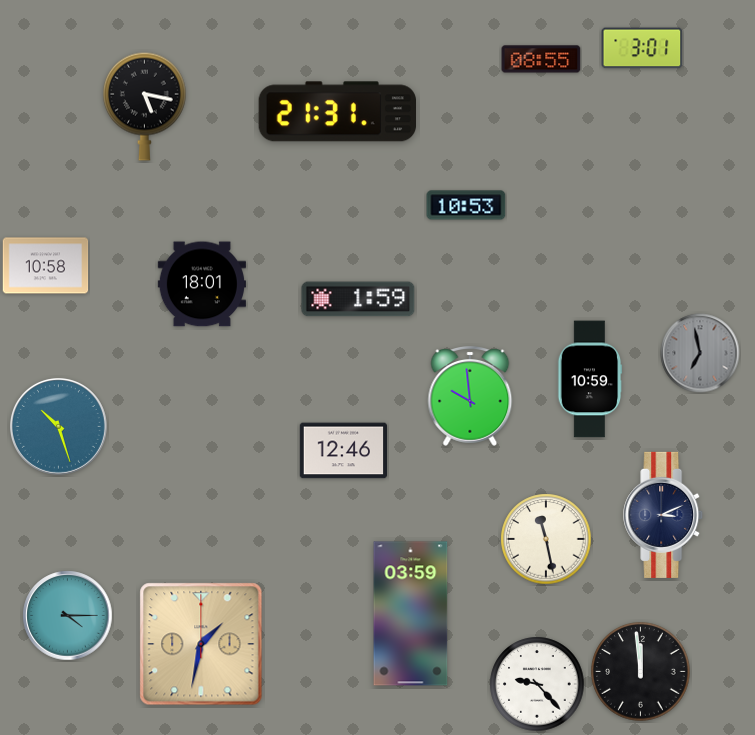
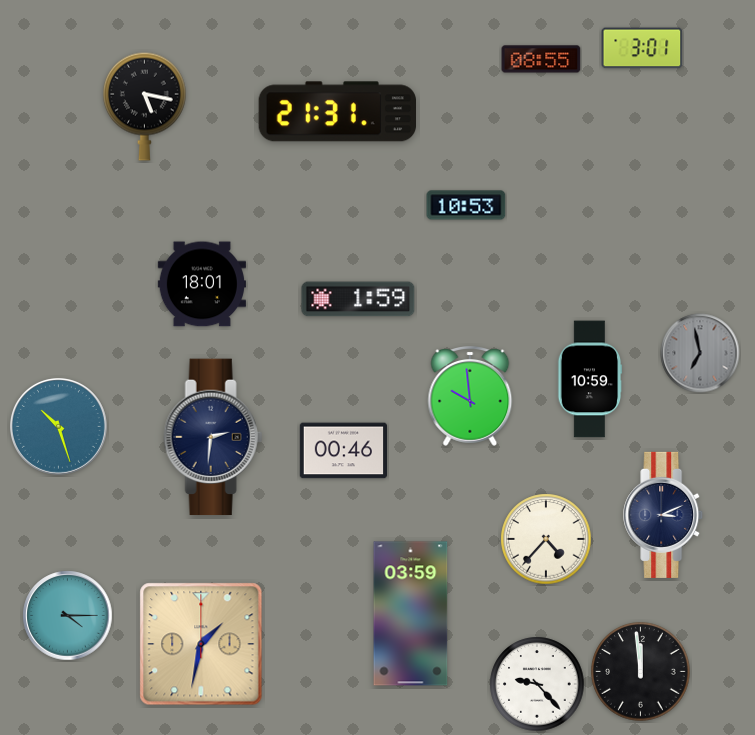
clock at (46, 266): 10:58 -> none
clock at (213, 437): none -> 2:31
clock at (343, 451): 12:46 -> 00:46
clock at (546, 539): 11:28 -> 4:37
